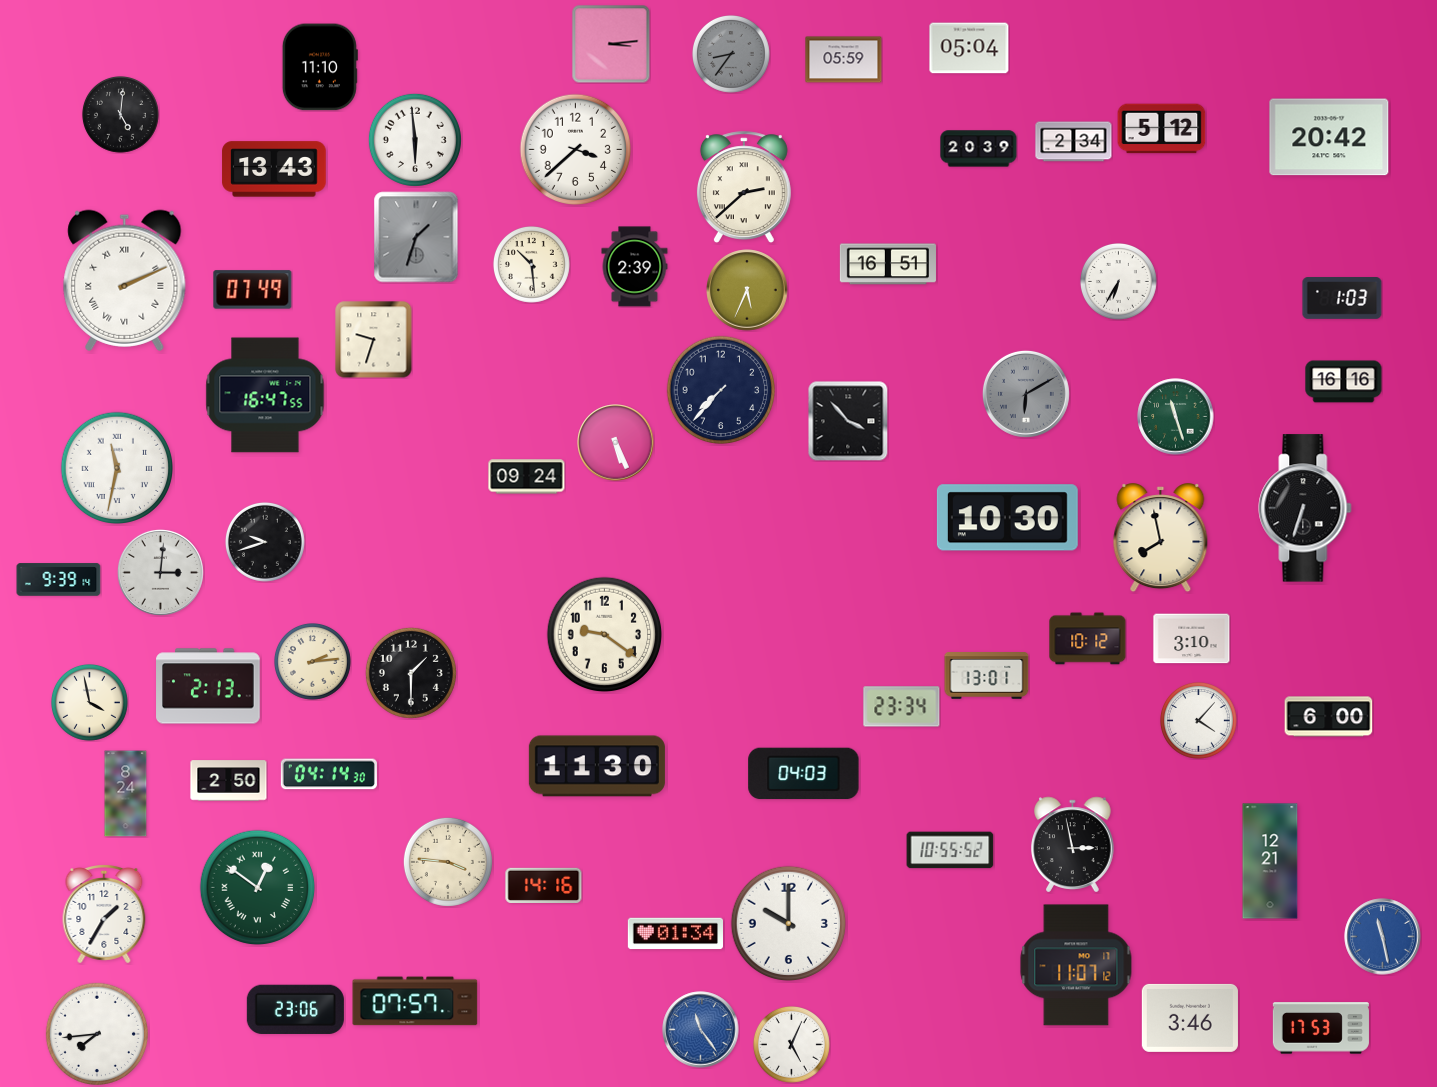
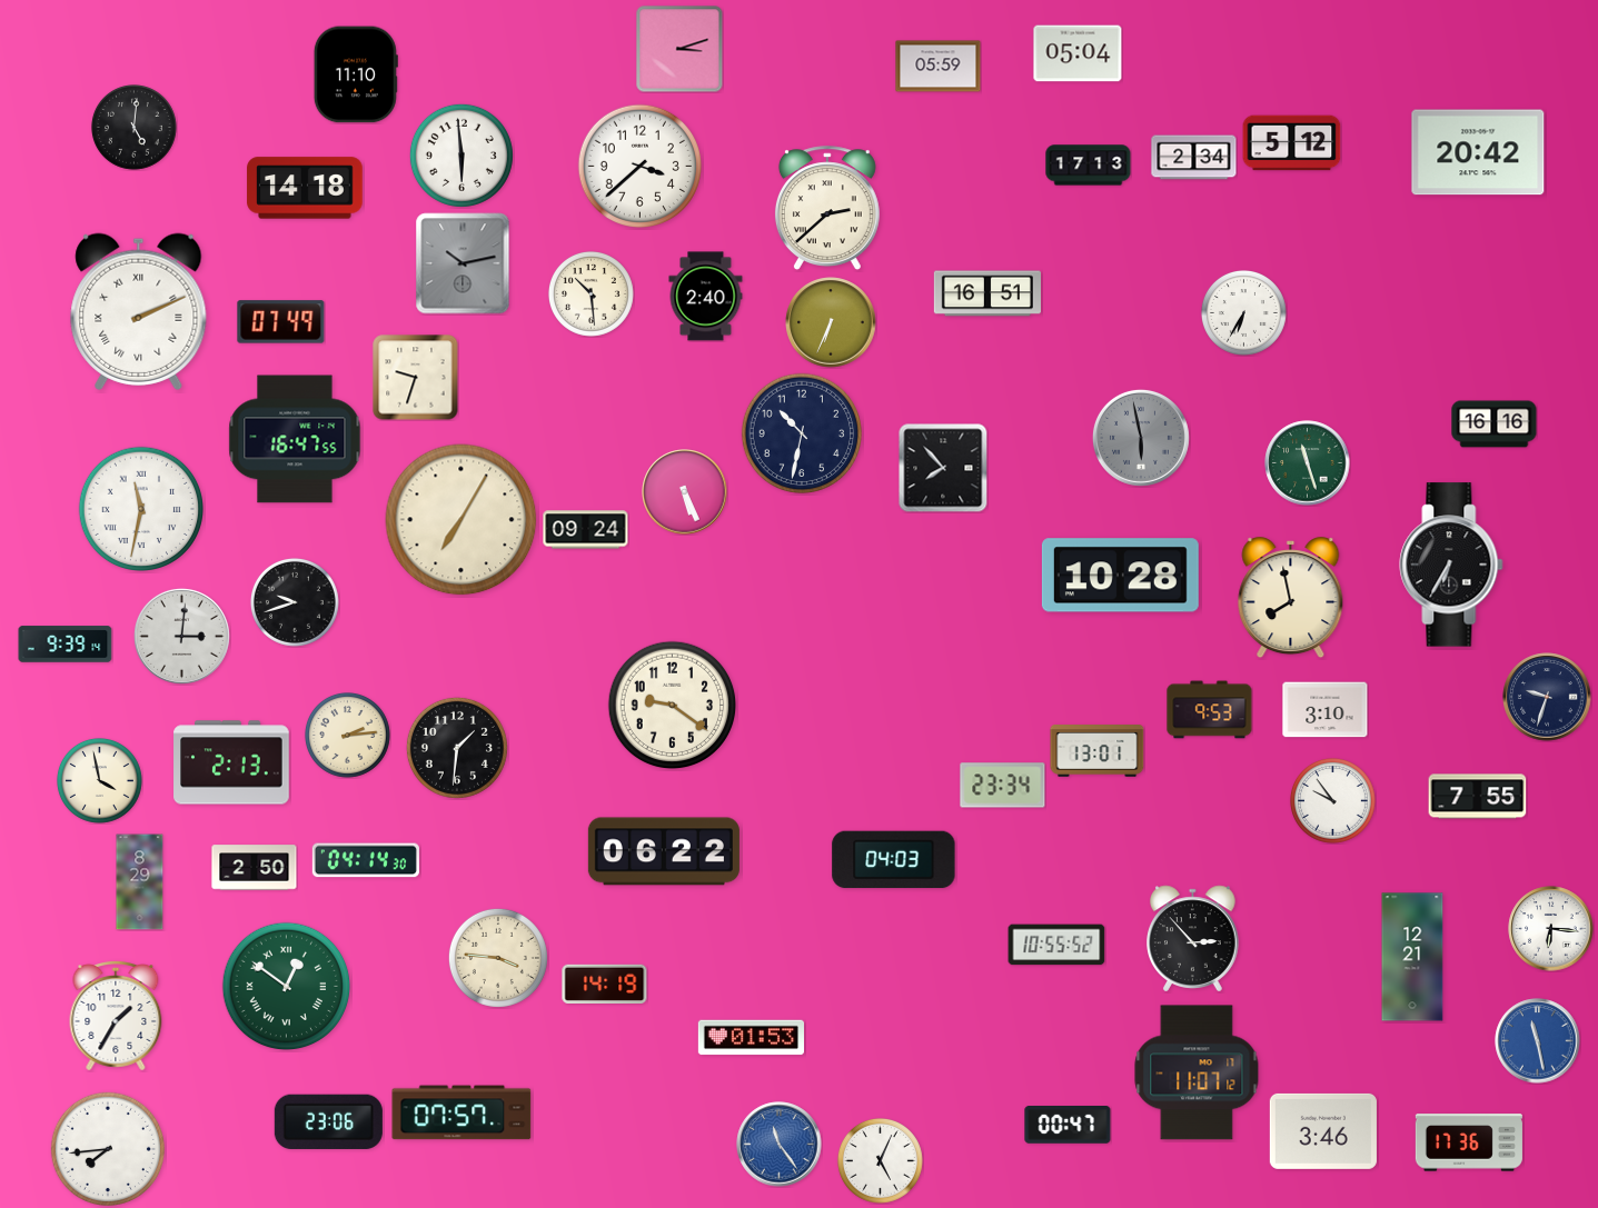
clock at (611, 44): 3:14 -> 3:12
clock at (731, 54): 8:36 -> none
clock at (979, 149): 20:39 -> 17:13
clock at (274, 169): 13:43 -> 14:18
clock at (416, 237): 1:33 -> 10:13
clock at (635, 267): 2:39 -> 2:40
clock at (747, 290): 5:34 -> 6:34
clock at (1342, 298): 1:03 -> none
clock at (720, 389): 7:37 -> 10:32
clock at (1026, 394): 6:10 -> 5:58
clock at (848, 421): 3:53 -> 7:53
clock at (116, 467) position: (116, 467) -> (140, 508)
clock at (461, 520): none -> 7:05
clock at (1305, 508): 6:33 -> 6:35
clock at (1007, 518): 10:30 -> 10:28
clock at (160, 572) position: (160, 572) -> (181, 636)
clock at (1547, 697): none -> 9:33
clock at (1088, 639): 10:12 -> 9:53
clock at (411, 673): 1:30 -> 1:31
clock at (1329, 717): 6:00 -> 7:55
clock at (1199, 721): 4:07 -> 9:54
clock at (597, 766): 11:30 -> 06:22
clock at (126, 794): 8:24 -> 8:29
clock at (1551, 929): none -> 6:16
clock at (1073, 845): 2:58 -> 2:53
clock at (544, 885): 14:16 -> 14:19
clock at (789, 924): 10:00 -> none
clock at (675, 934): 01:34 -> 01:53
clock at (1068, 1126): none -> 00:47
clock at (1321, 1028): 17:53 -> 17:36
